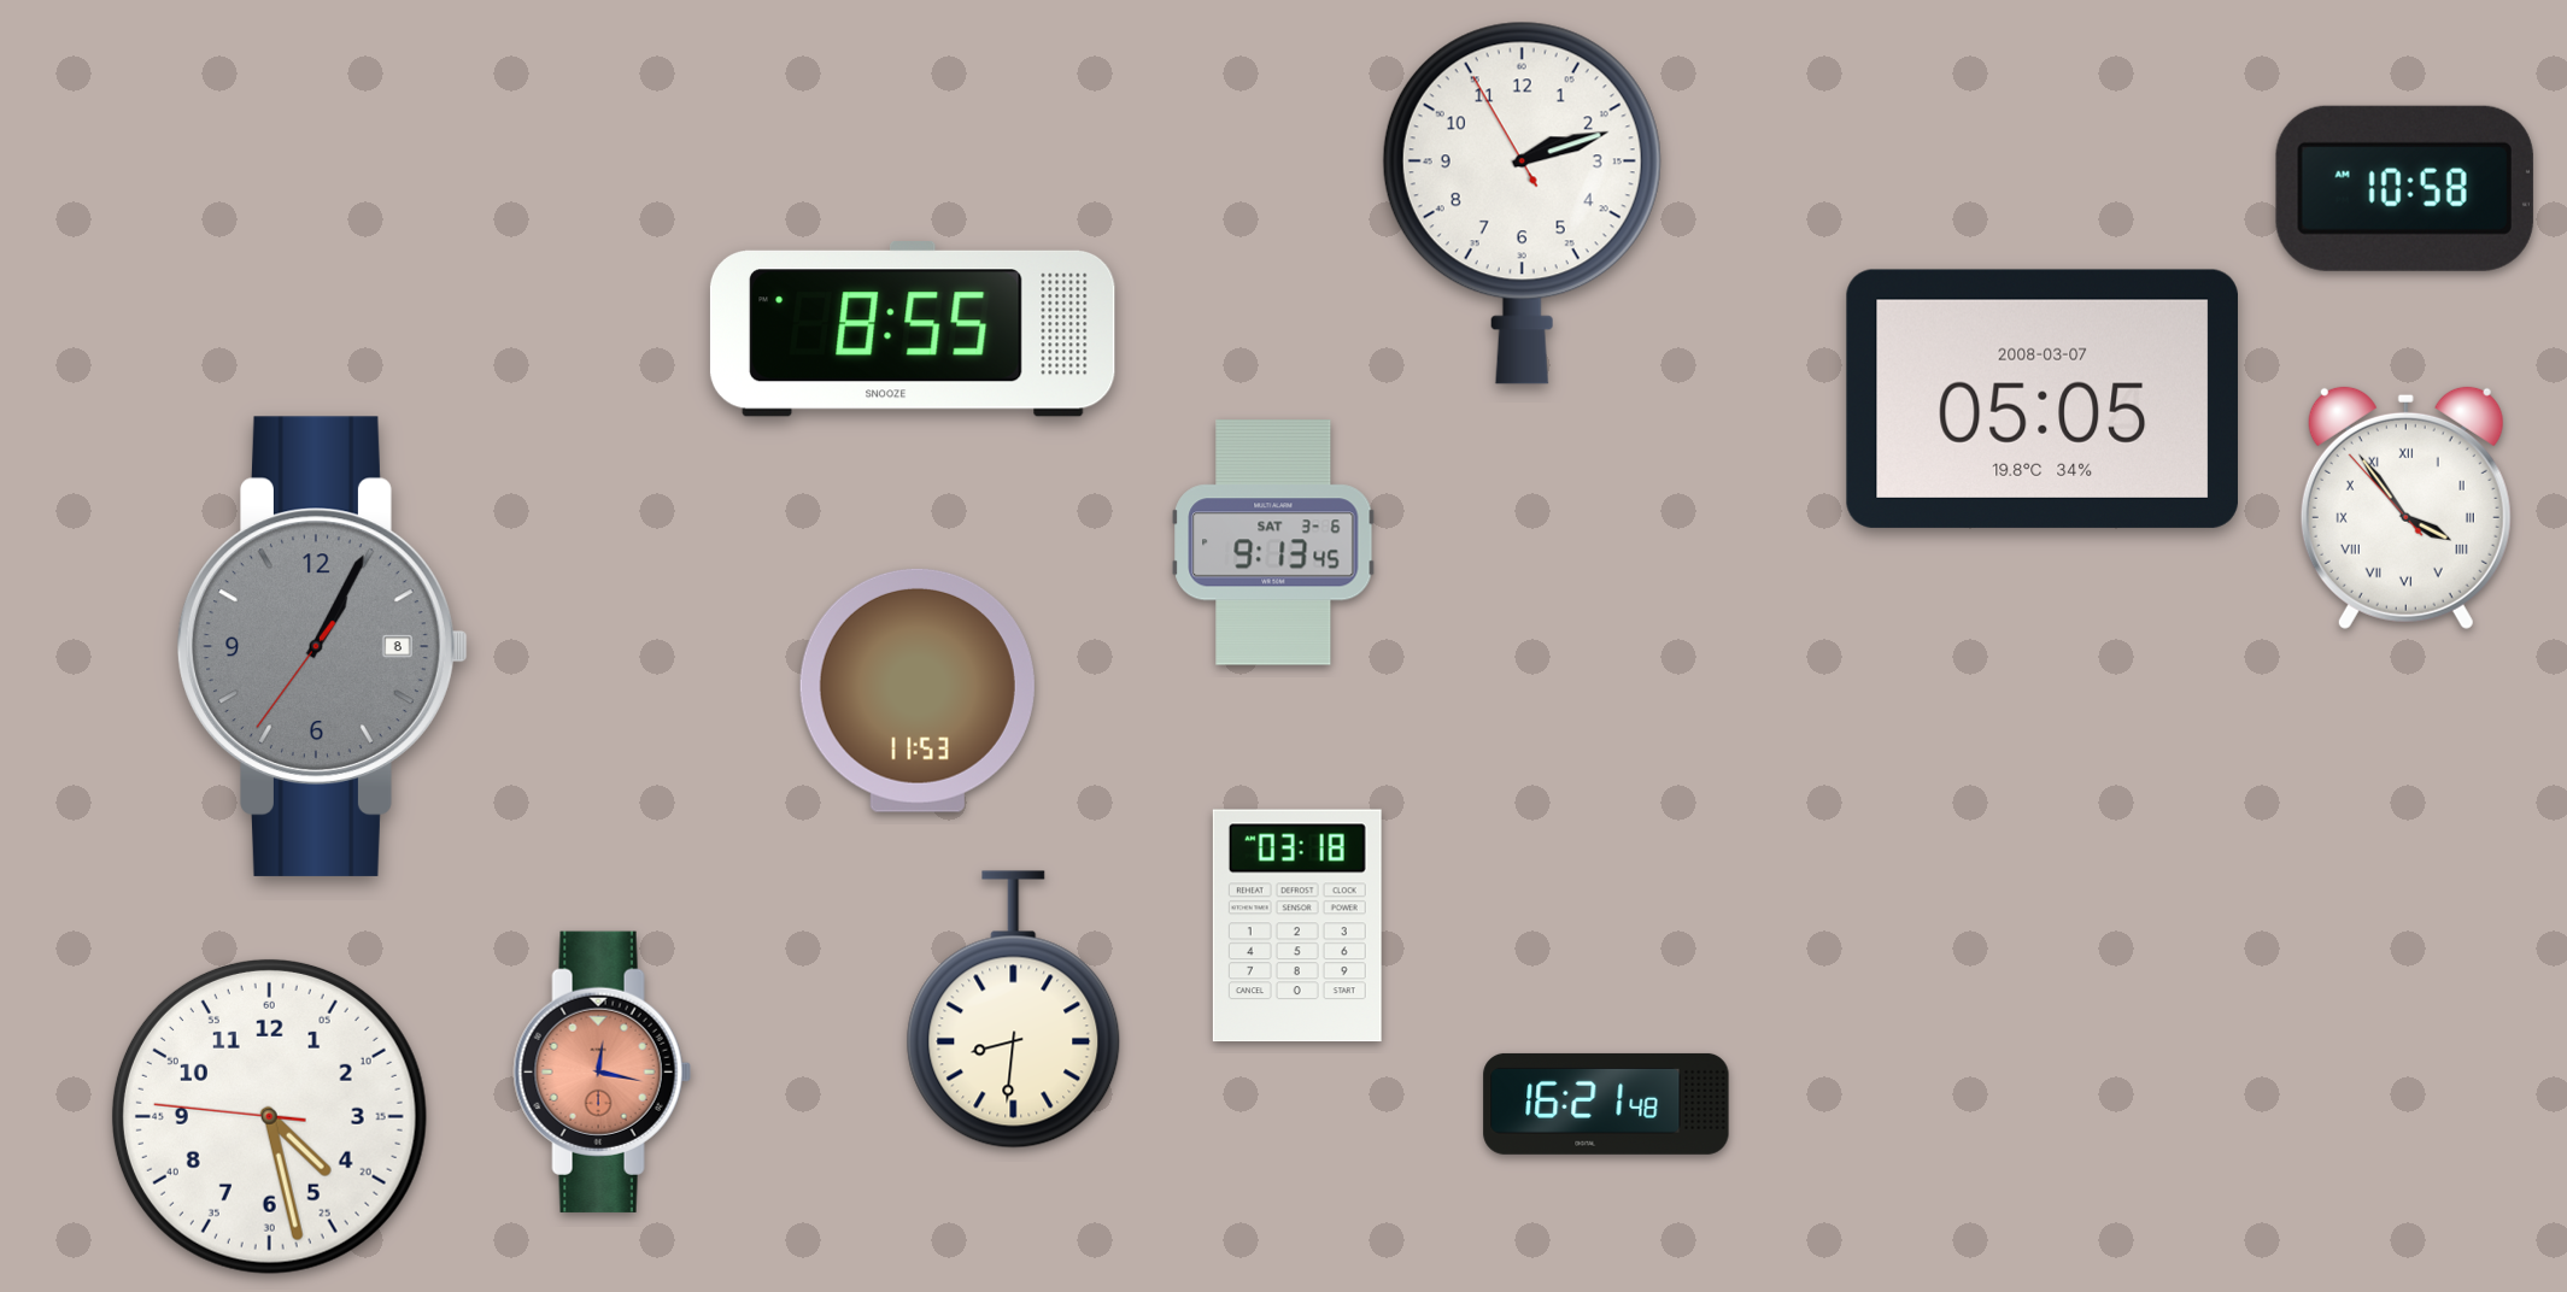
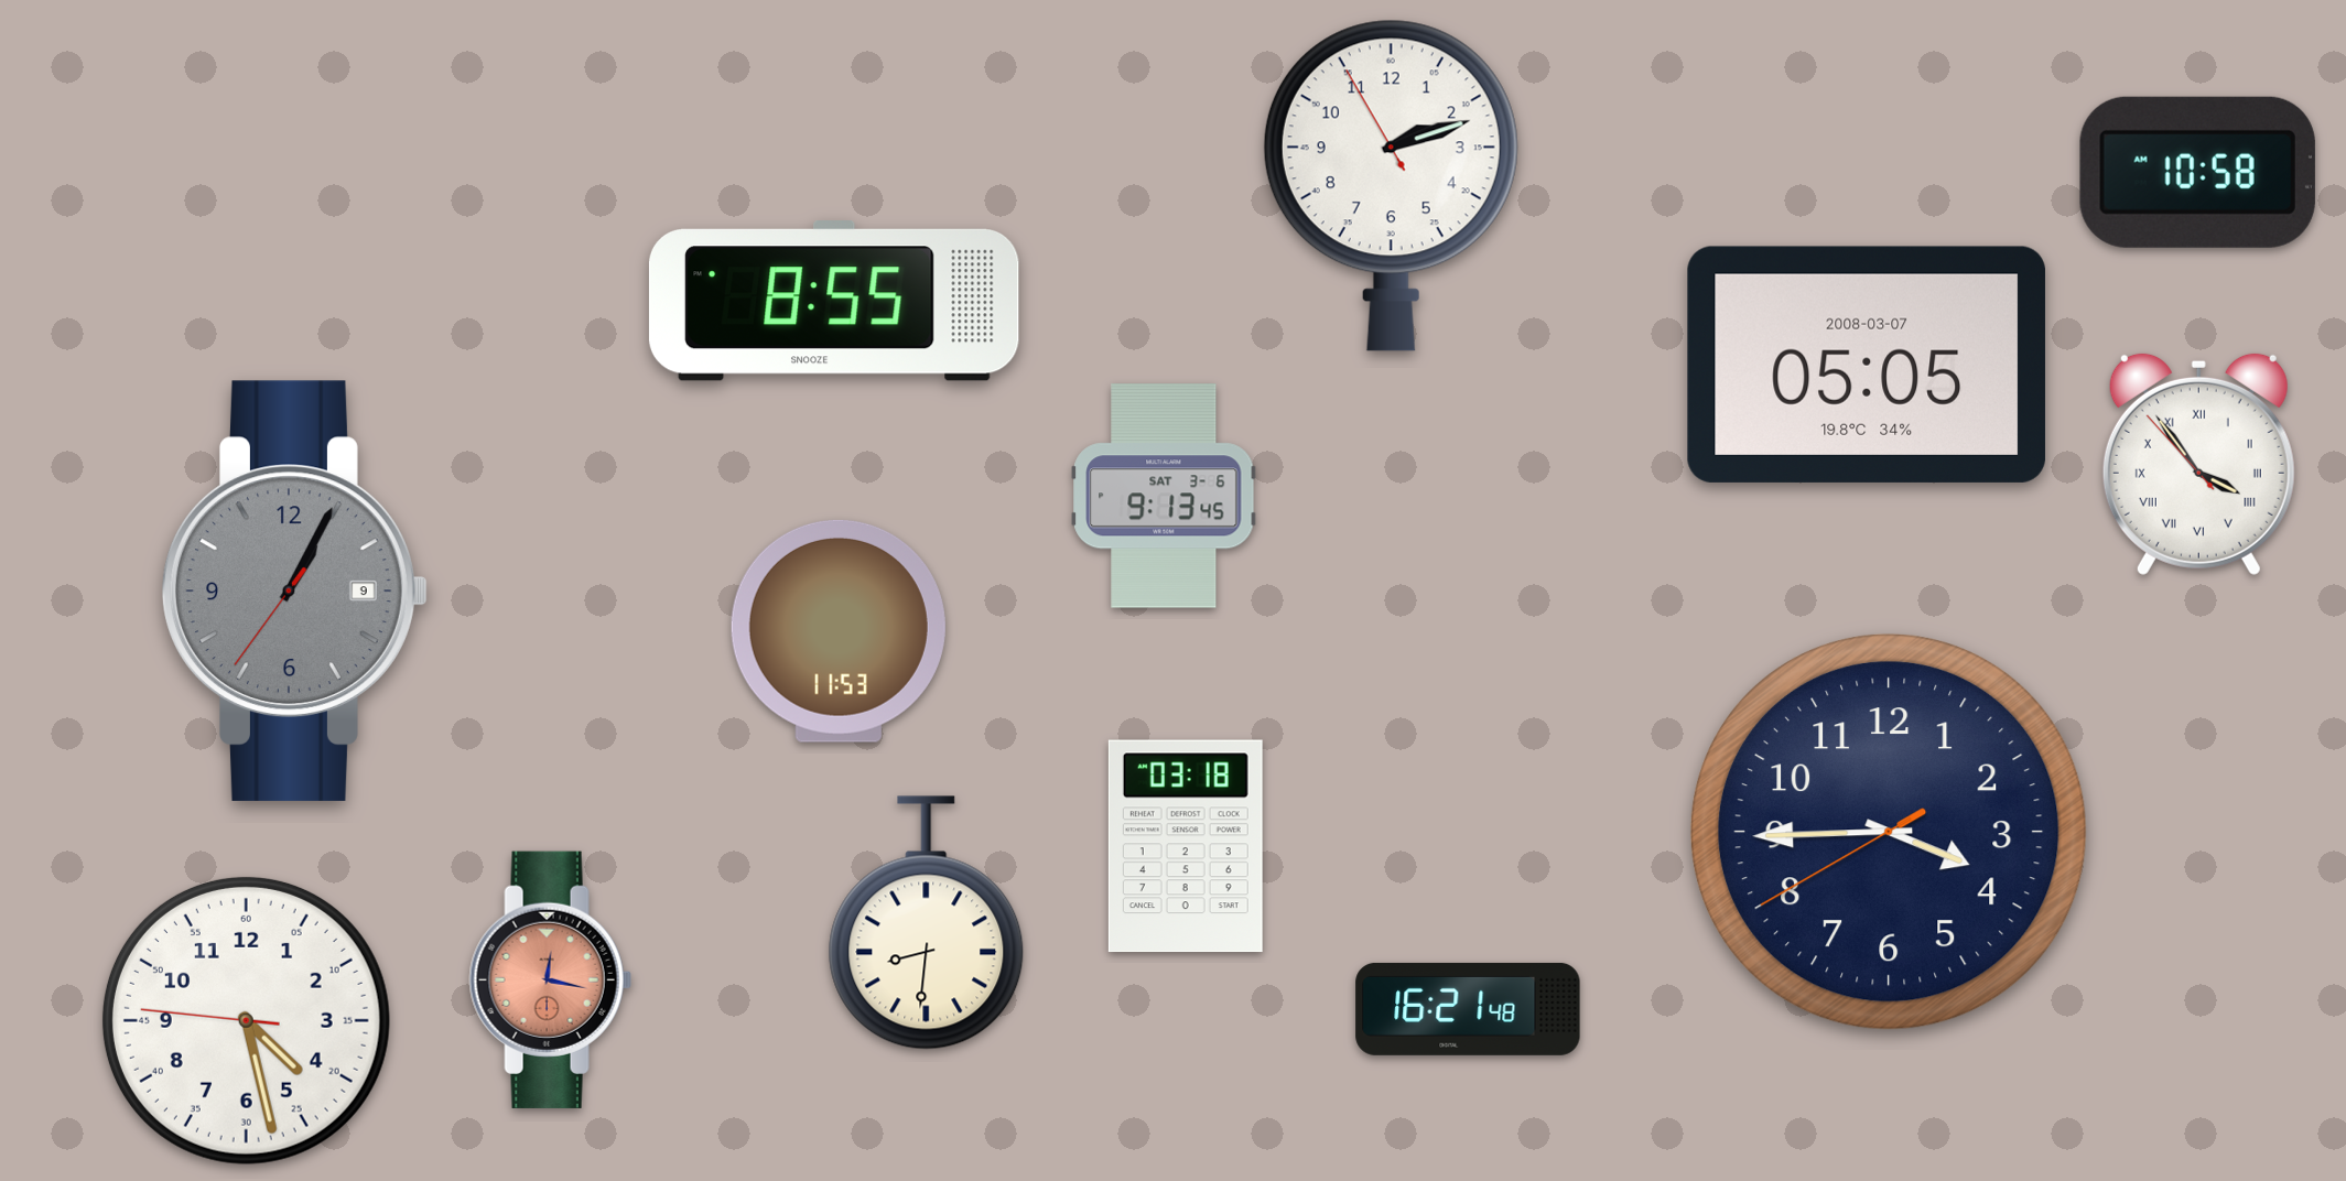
clock at (323, 646) date: 8 -> 9
clock at (1889, 832): none -> 3:44
